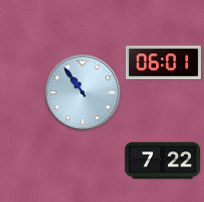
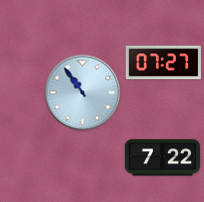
clock at (163, 63): 06:01 -> 07:27
clock at (162, 161) position: (162, 161) -> (162, 158)
